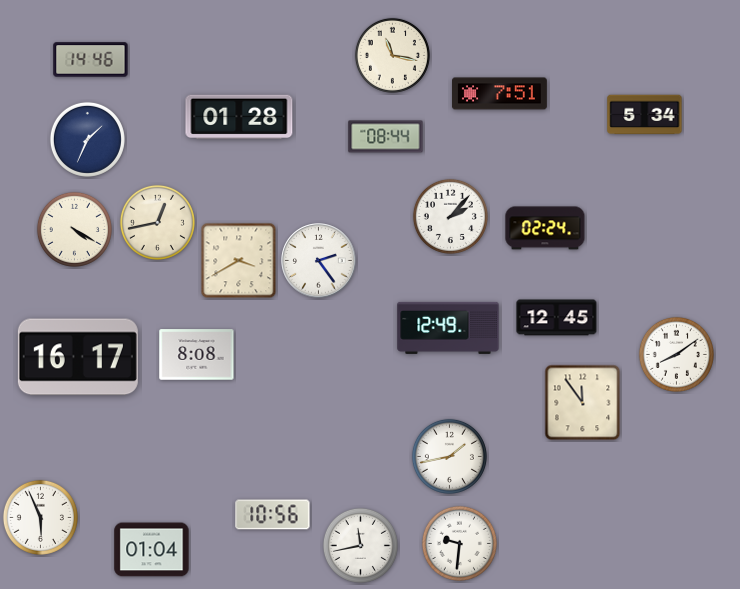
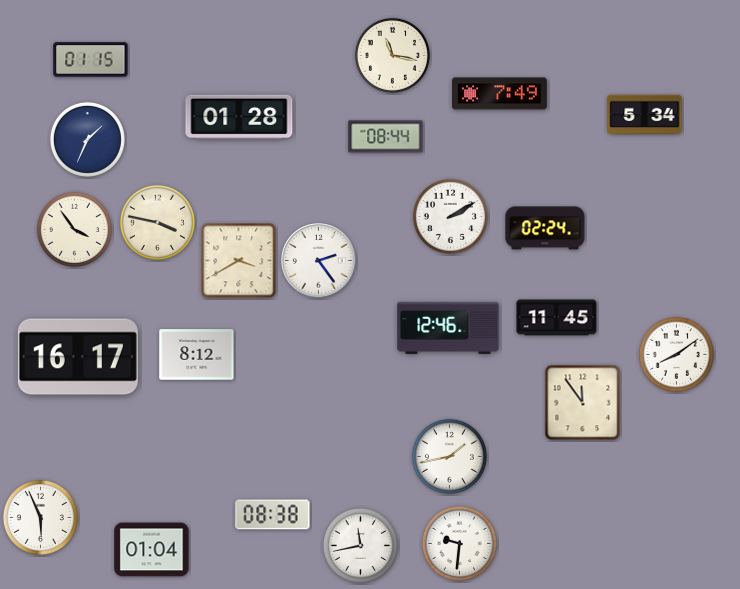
clock at (91, 60): 14:46 -> 01:15
clock at (500, 94): 7:51 -> 7:49
clock at (450, 216): 2:07 -> 2:10
clock at (157, 222): 12:43 -> 3:47
clock at (74, 229): 4:20 -> 3:54
clock at (557, 318): 12:45 -> 11:45
clock at (448, 328): 12:49 -> 12:46
clock at (197, 355): 8:08 -> 8:12
clock at (273, 515): 10:56 -> 08:38
